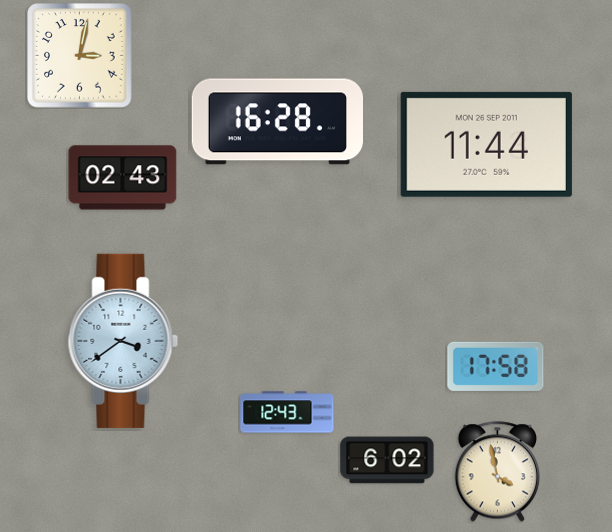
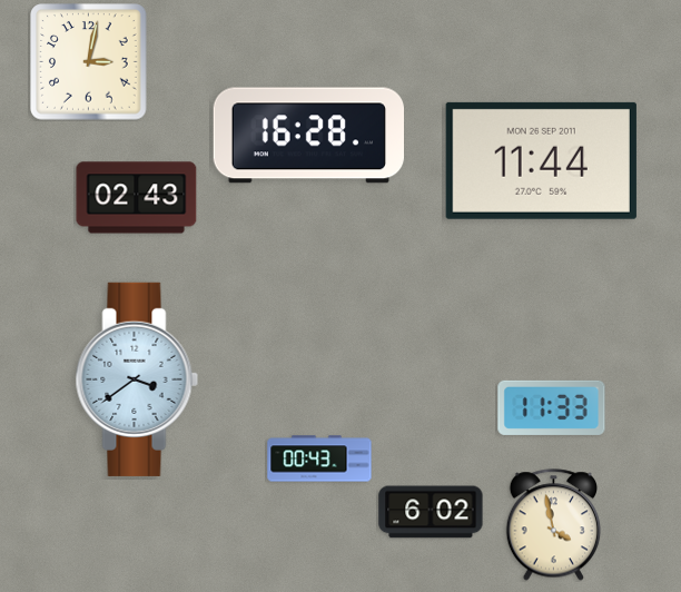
clock at (496, 366): 17:58 -> 11:33
clock at (287, 412): 12:43 -> 00:43
